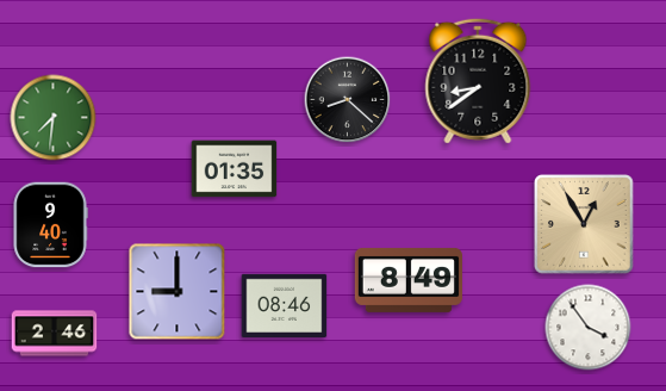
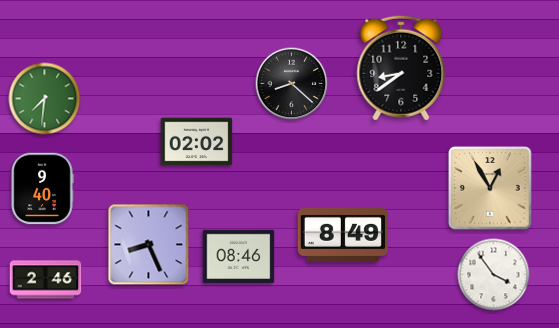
clock at (235, 169): 01:35 -> 02:02
clock at (178, 292): 9:00 -> 8:26
